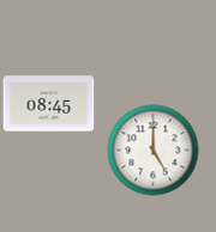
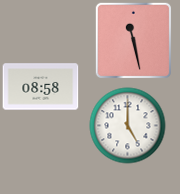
clock at (133, 40): none -> 11:28
clock at (49, 104): 08:45 -> 08:58
